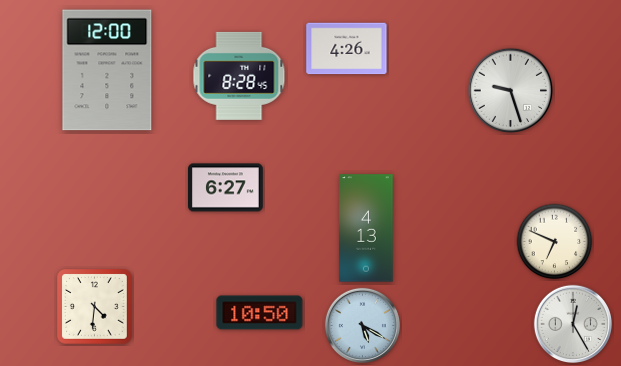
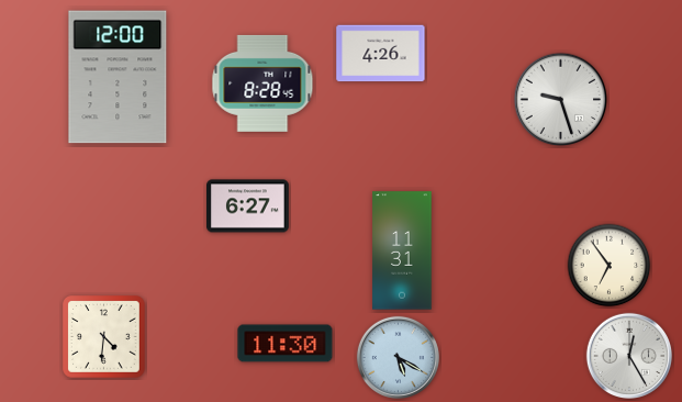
clock at (366, 228): 4:13 -> 11:31
clock at (555, 242): 6:49 -> 6:54
clock at (260, 313): 10:50 -> 11:30
